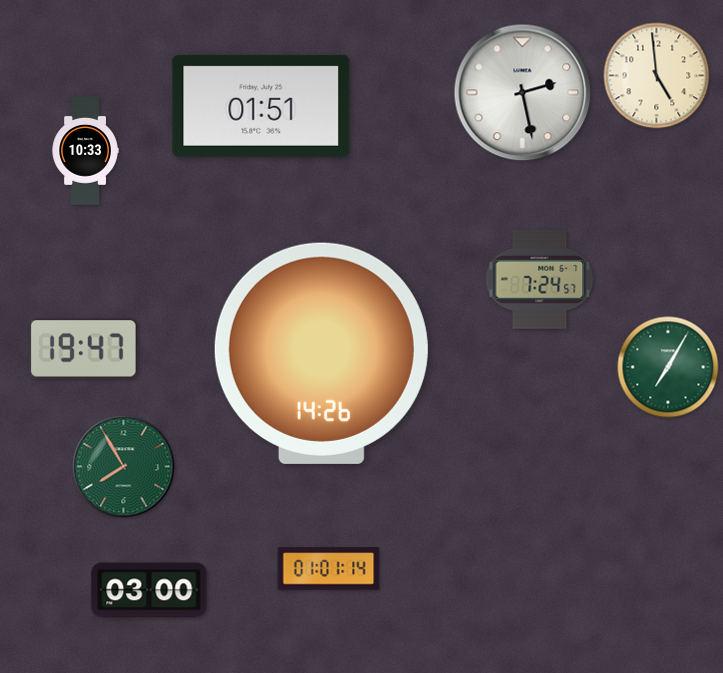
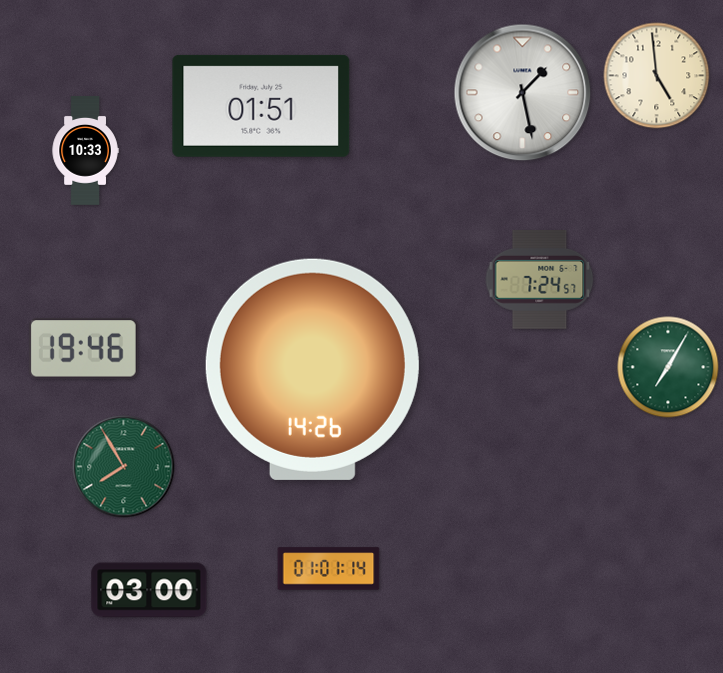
clock at (523, 93): 2:28 -> 1:28
clock at (83, 349): 19:47 -> 19:46
clock at (321, 353) position: (321, 353) -> (312, 369)
